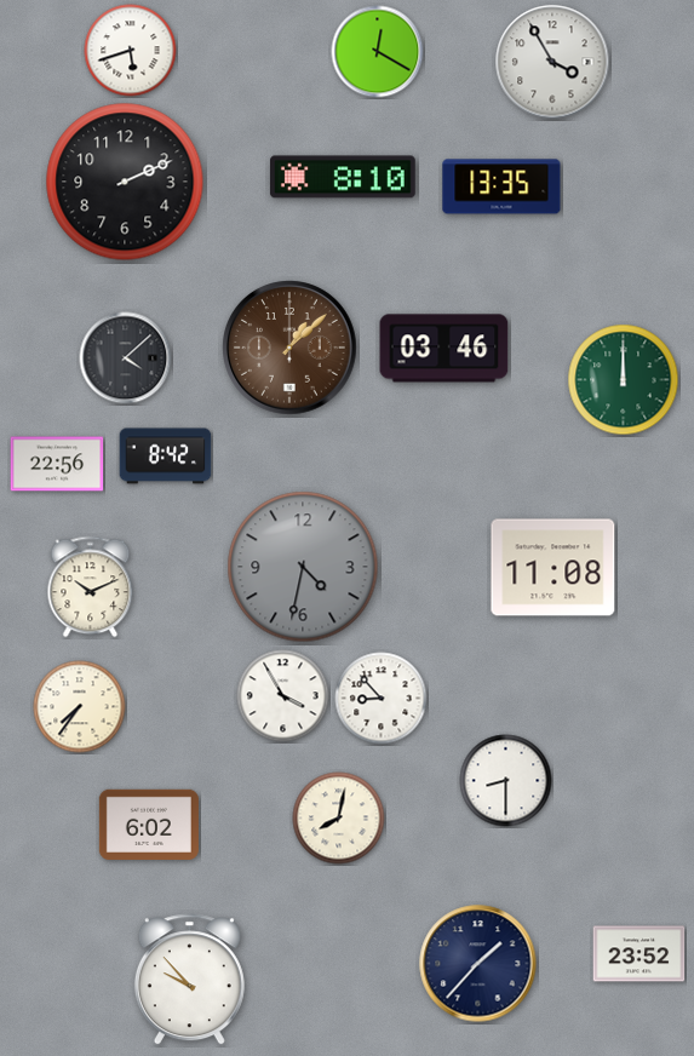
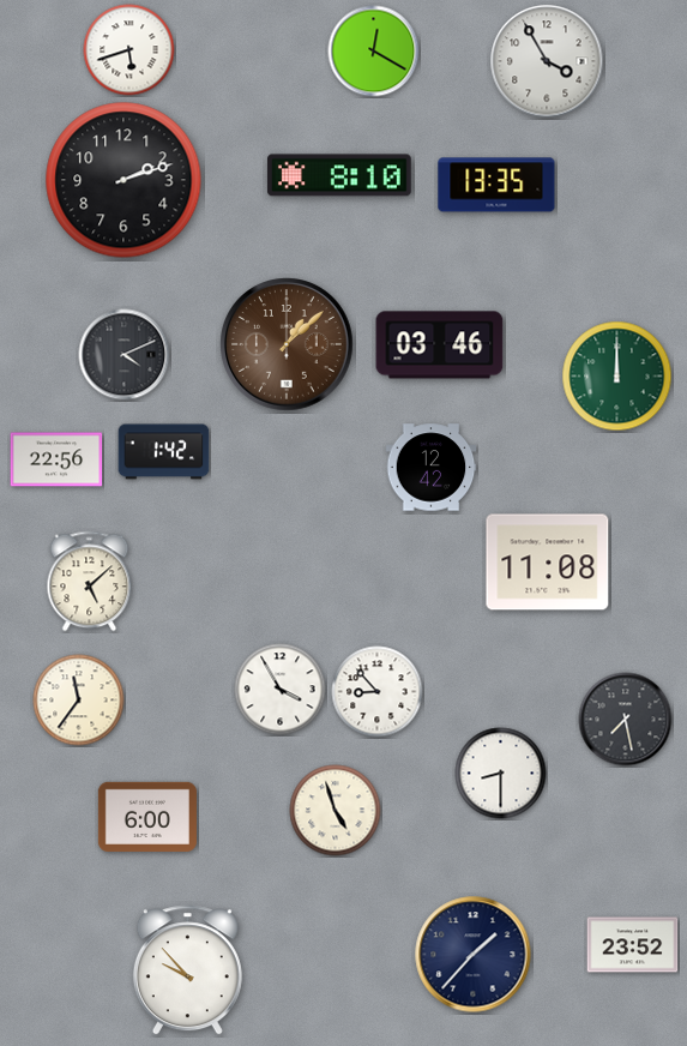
clock at (125, 182): 2:11 -> 2:12
clock at (126, 358): 4:08 -> 4:11
clock at (166, 457): 8:42 -> 1:42
clock at (432, 468): none -> 12:42
clock at (303, 567): 4:32 -> none
clock at (91, 587): 10:11 -> 5:08
clock at (80, 707): 7:36 -> 11:36
clock at (626, 720): none -> 7:28
clock at (339, 819): 8:02 -> 4:57
clock at (149, 825): 6:02 -> 6:00
